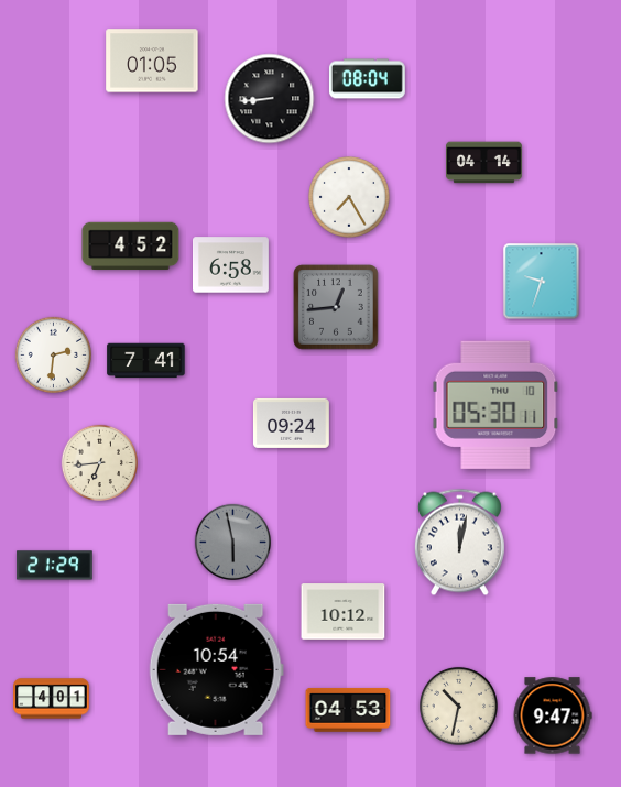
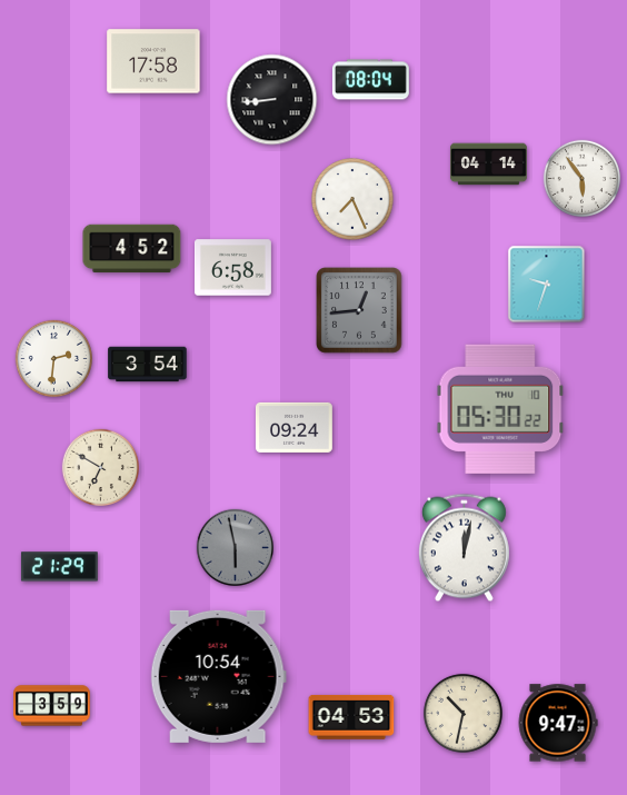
clock at (152, 61): 01:05 -> 17:58
clock at (581, 178): none -> 5:54
clock at (349, 197): 7:25 -> 7:26
clock at (336, 307) position: (336, 307) -> (359, 310)
clock at (146, 361): 7:41 -> 3:54
clock at (495, 405): 05:30:11 -> 05:30:22
clock at (99, 462): 6:44 -> 6:50
clock at (54, 566) position: (54, 566) -> (59, 567)
clock at (344, 612): 10:12 -> none
clock at (52, 699): 4:01 -> 3:59
